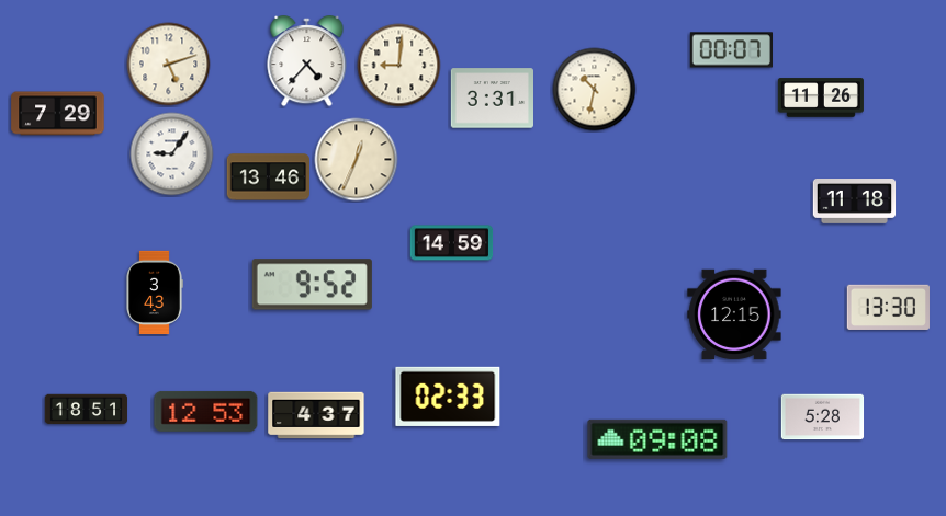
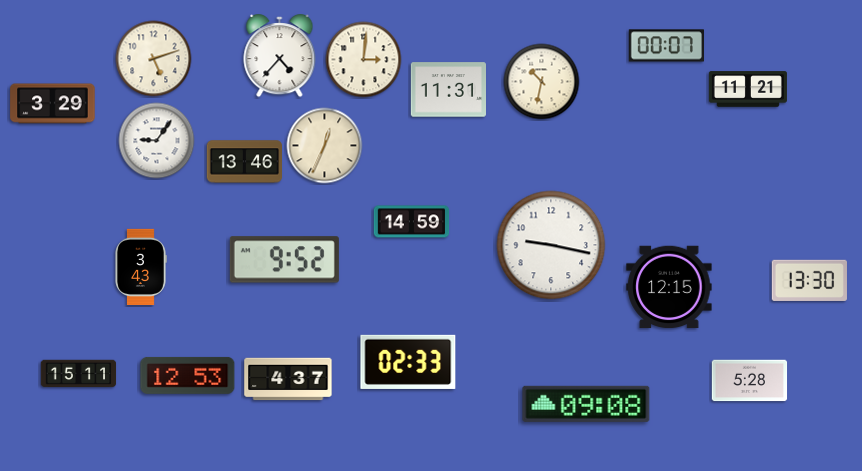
clock at (399, 66): 9:01 -> 3:01
clock at (821, 98): 11:26 -> 11:21
clock at (492, 99): 3:31 -> 11:31
clock at (58, 114): 7:29 -> 3:29
clock at (855, 202): 11:18 -> none
clock at (551, 245): none -> 9:17
clock at (87, 410): 18:51 -> 15:11
clock at (657, 439) position: (657, 439) -> (586, 404)
